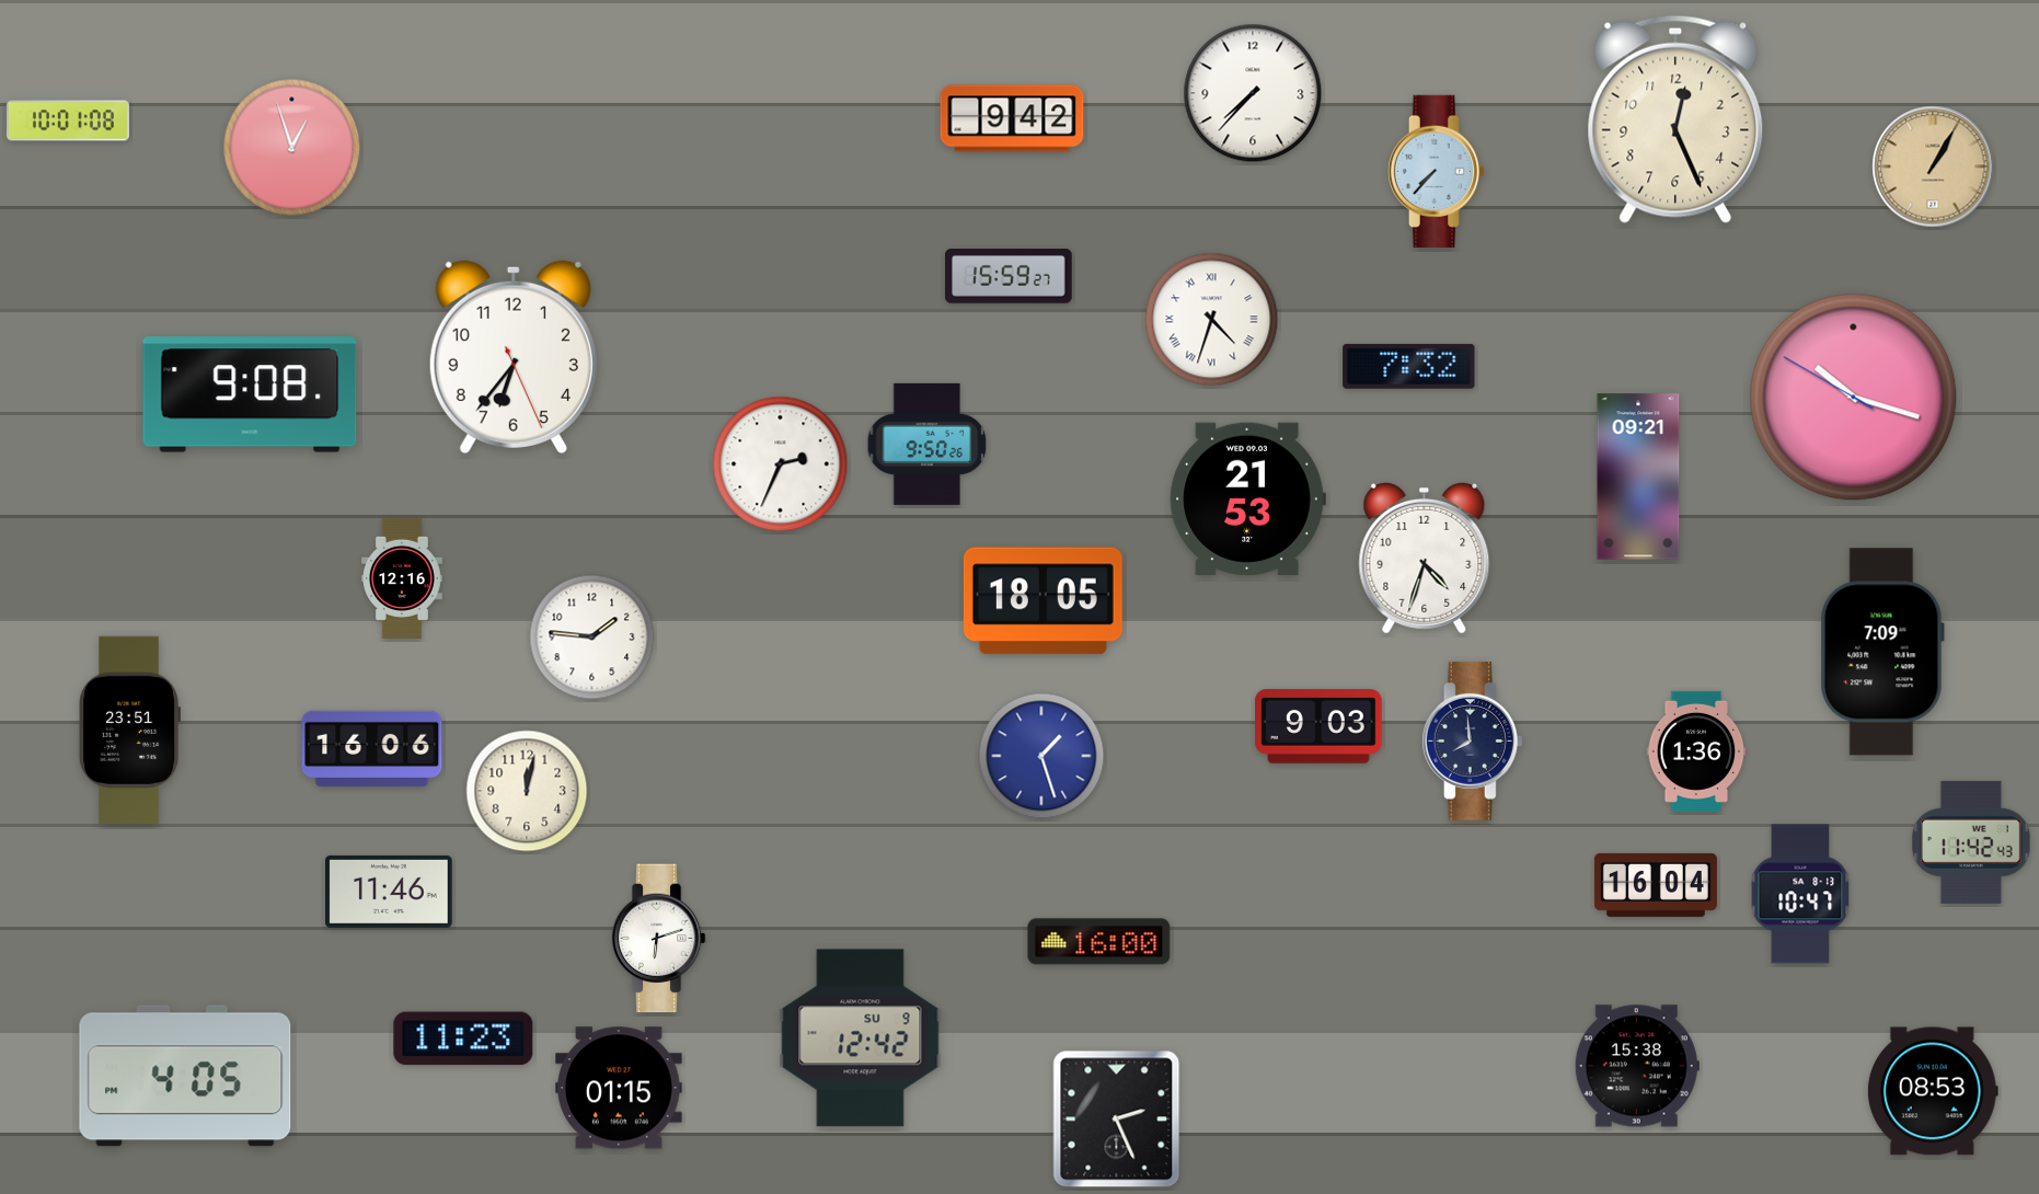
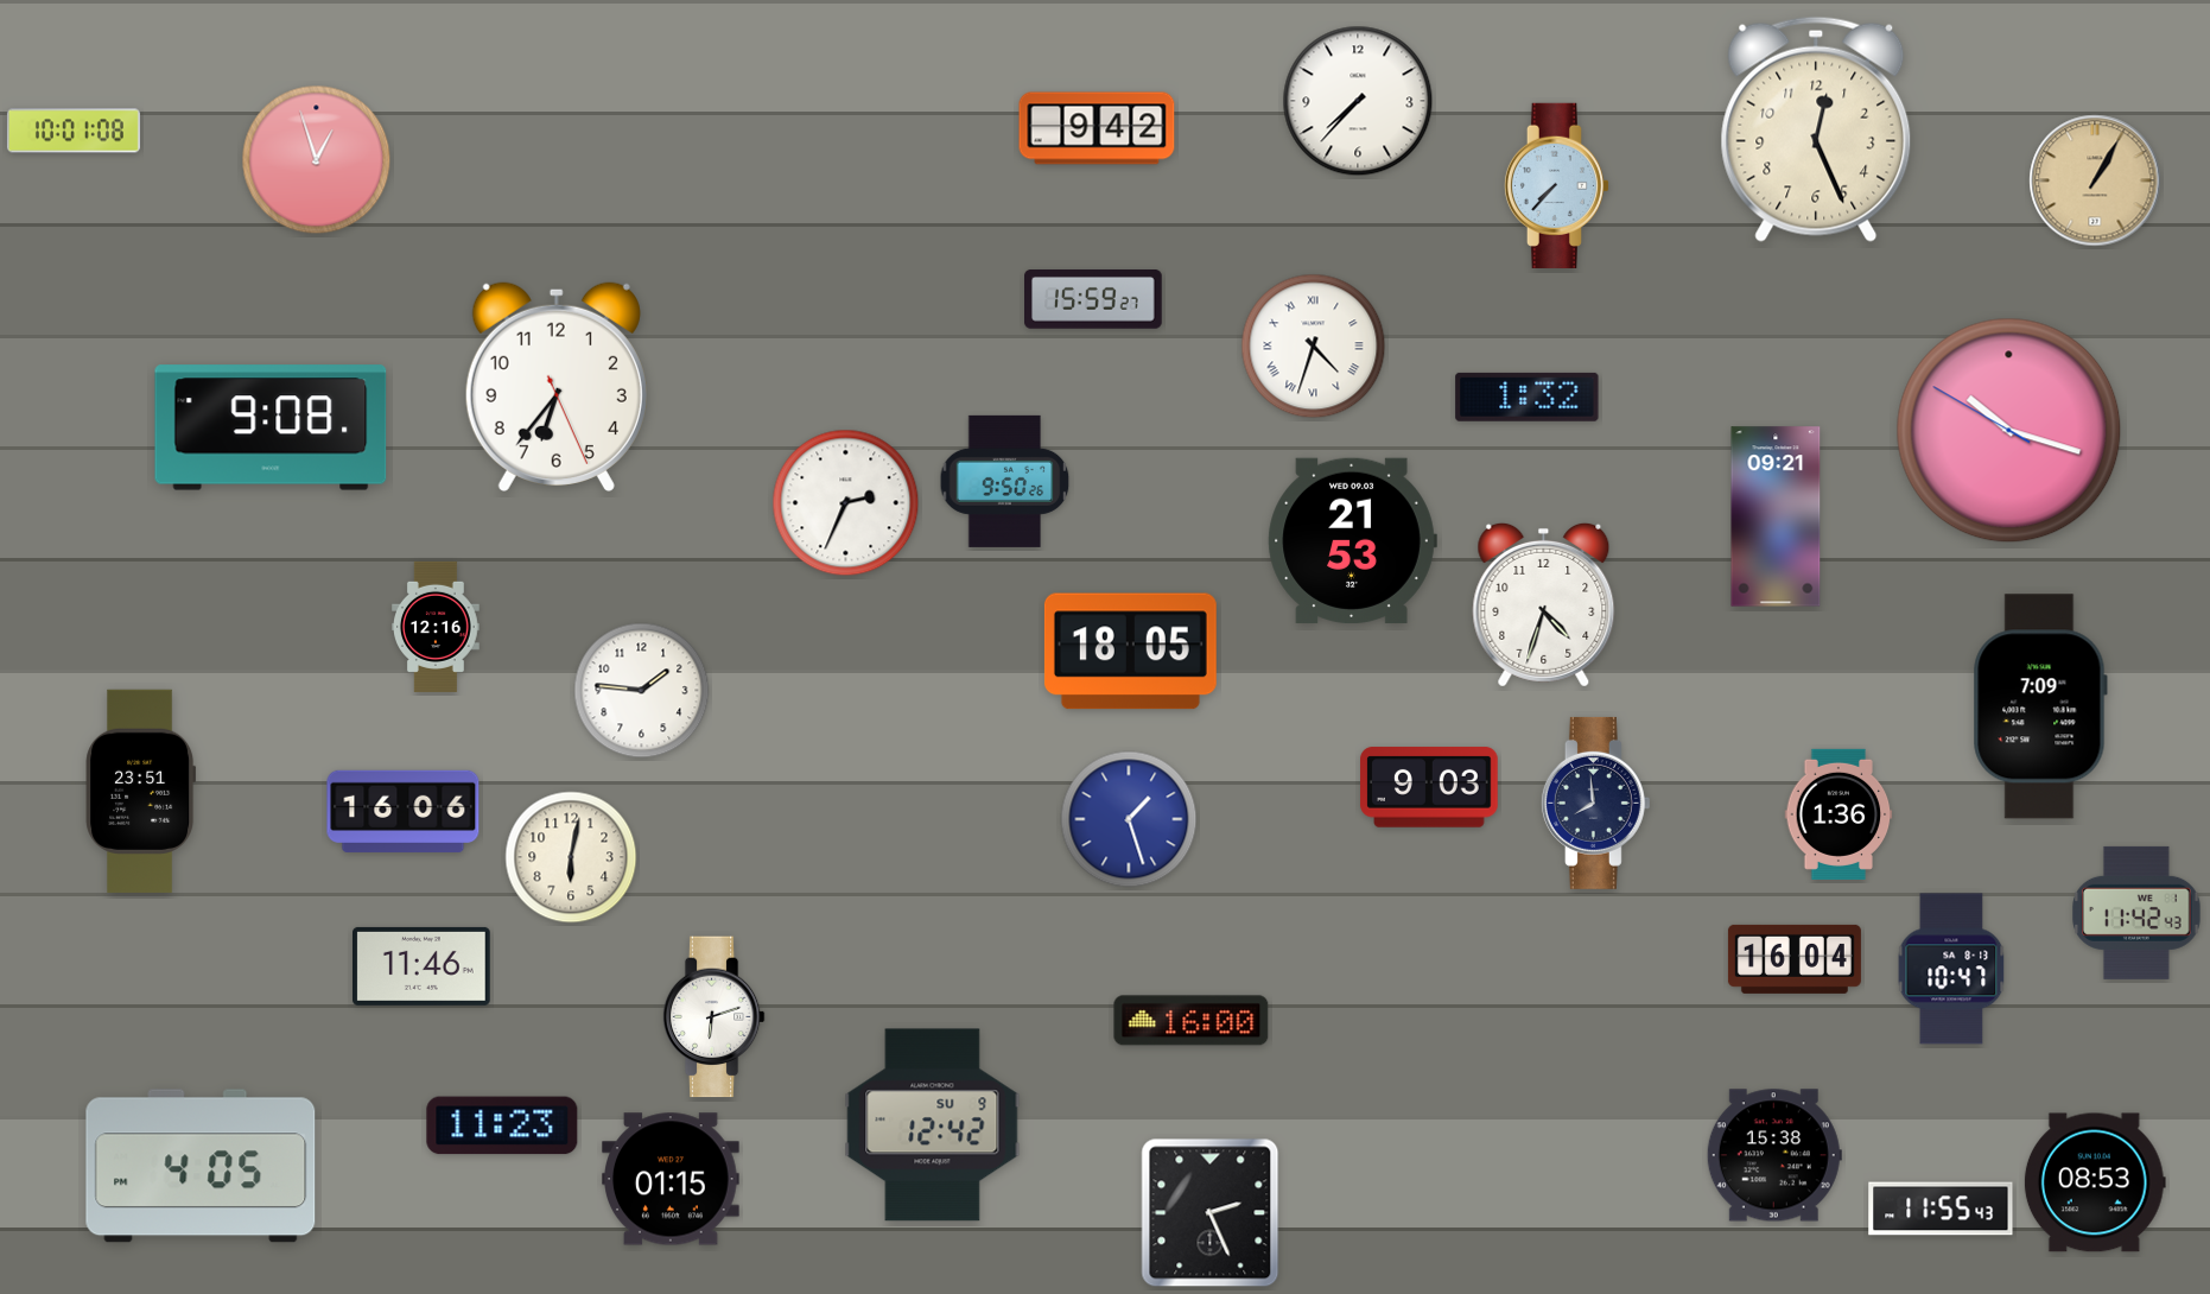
clock at (1409, 366): 7:32 -> 1:32
clock at (527, 791): 12:02 -> 6:02
clock at (1941, 1209): none -> 11:55
